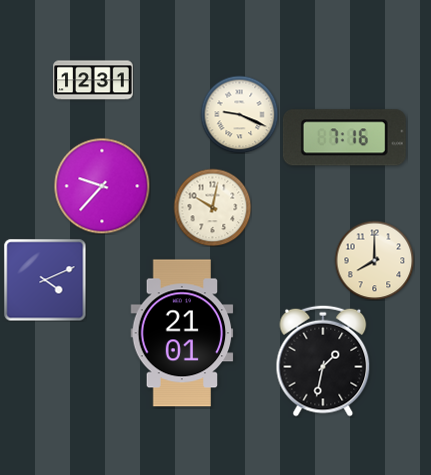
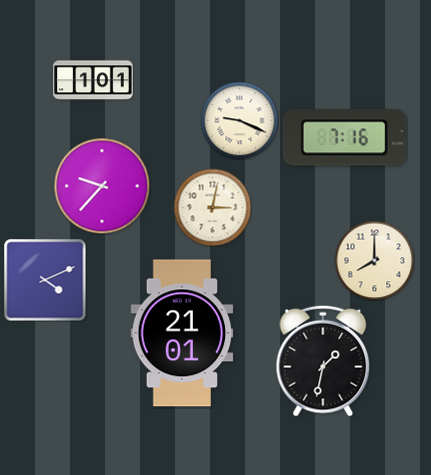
clock at (93, 80): 12:31 -> 1:01
clock at (239, 114) position: (239, 114) -> (239, 120)
clock at (212, 207): 10:02 -> 3:02
